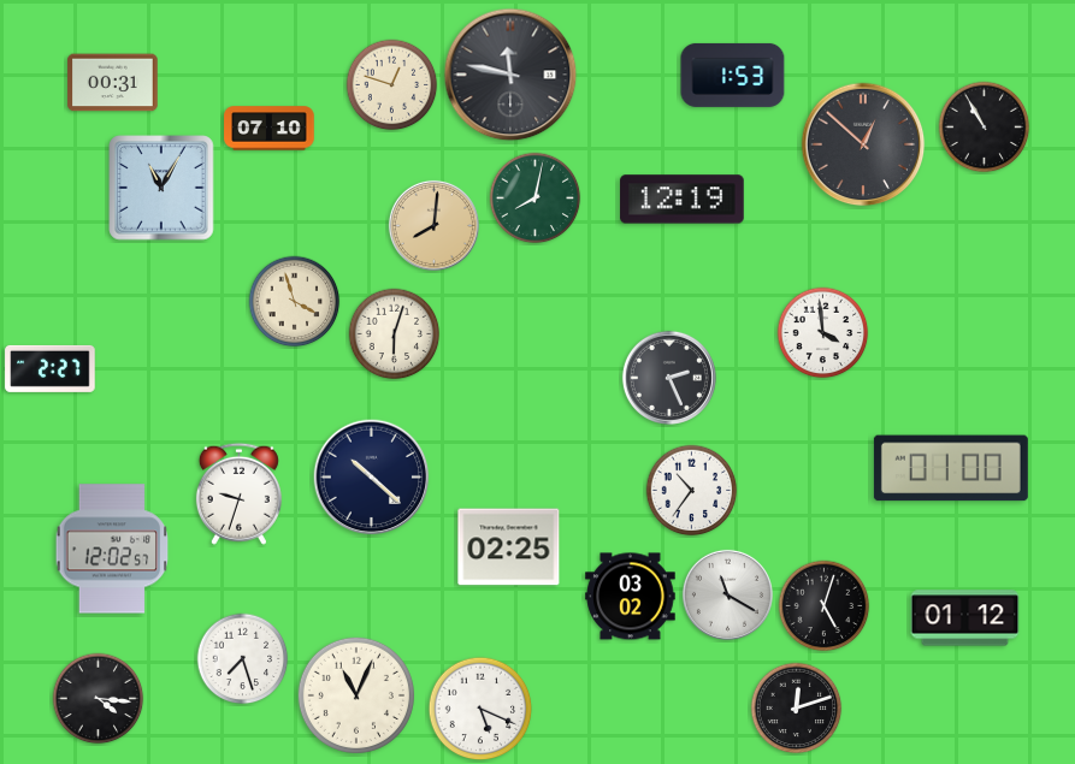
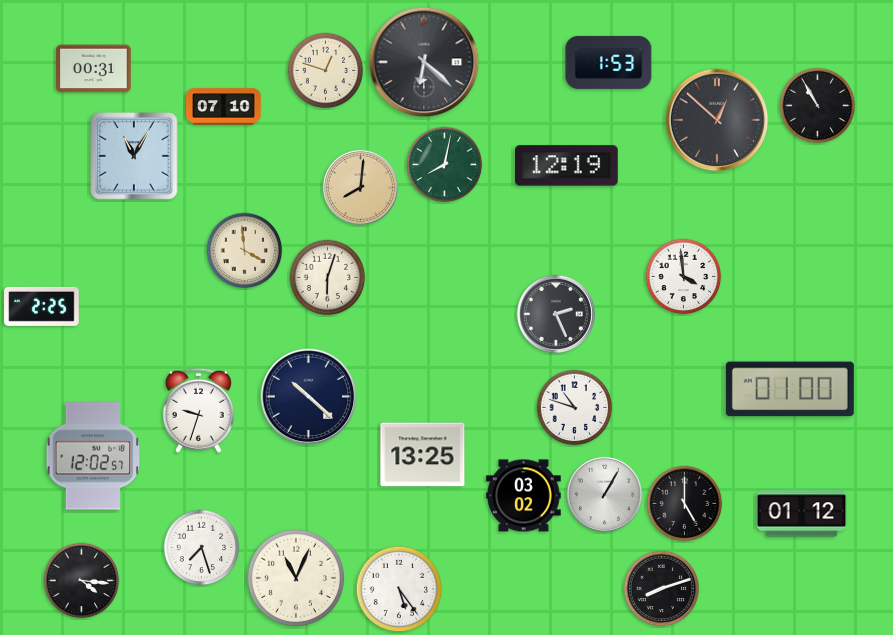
clock at (510, 75): 11:47 -> 6:22
clock at (295, 302): 3:57 -> 3:59
clock at (51, 368): 2:27 -> 2:25
clock at (692, 491): 10:36 -> 10:48
clock at (509, 547): 02:25 -> 13:25
clock at (727, 594): 11:20 -> 1:05
clock at (825, 606): 5:03 -> 5:00
clock at (480, 709): 5:19 -> 5:24
clock at (797, 709): 12:12 -> 8:12
